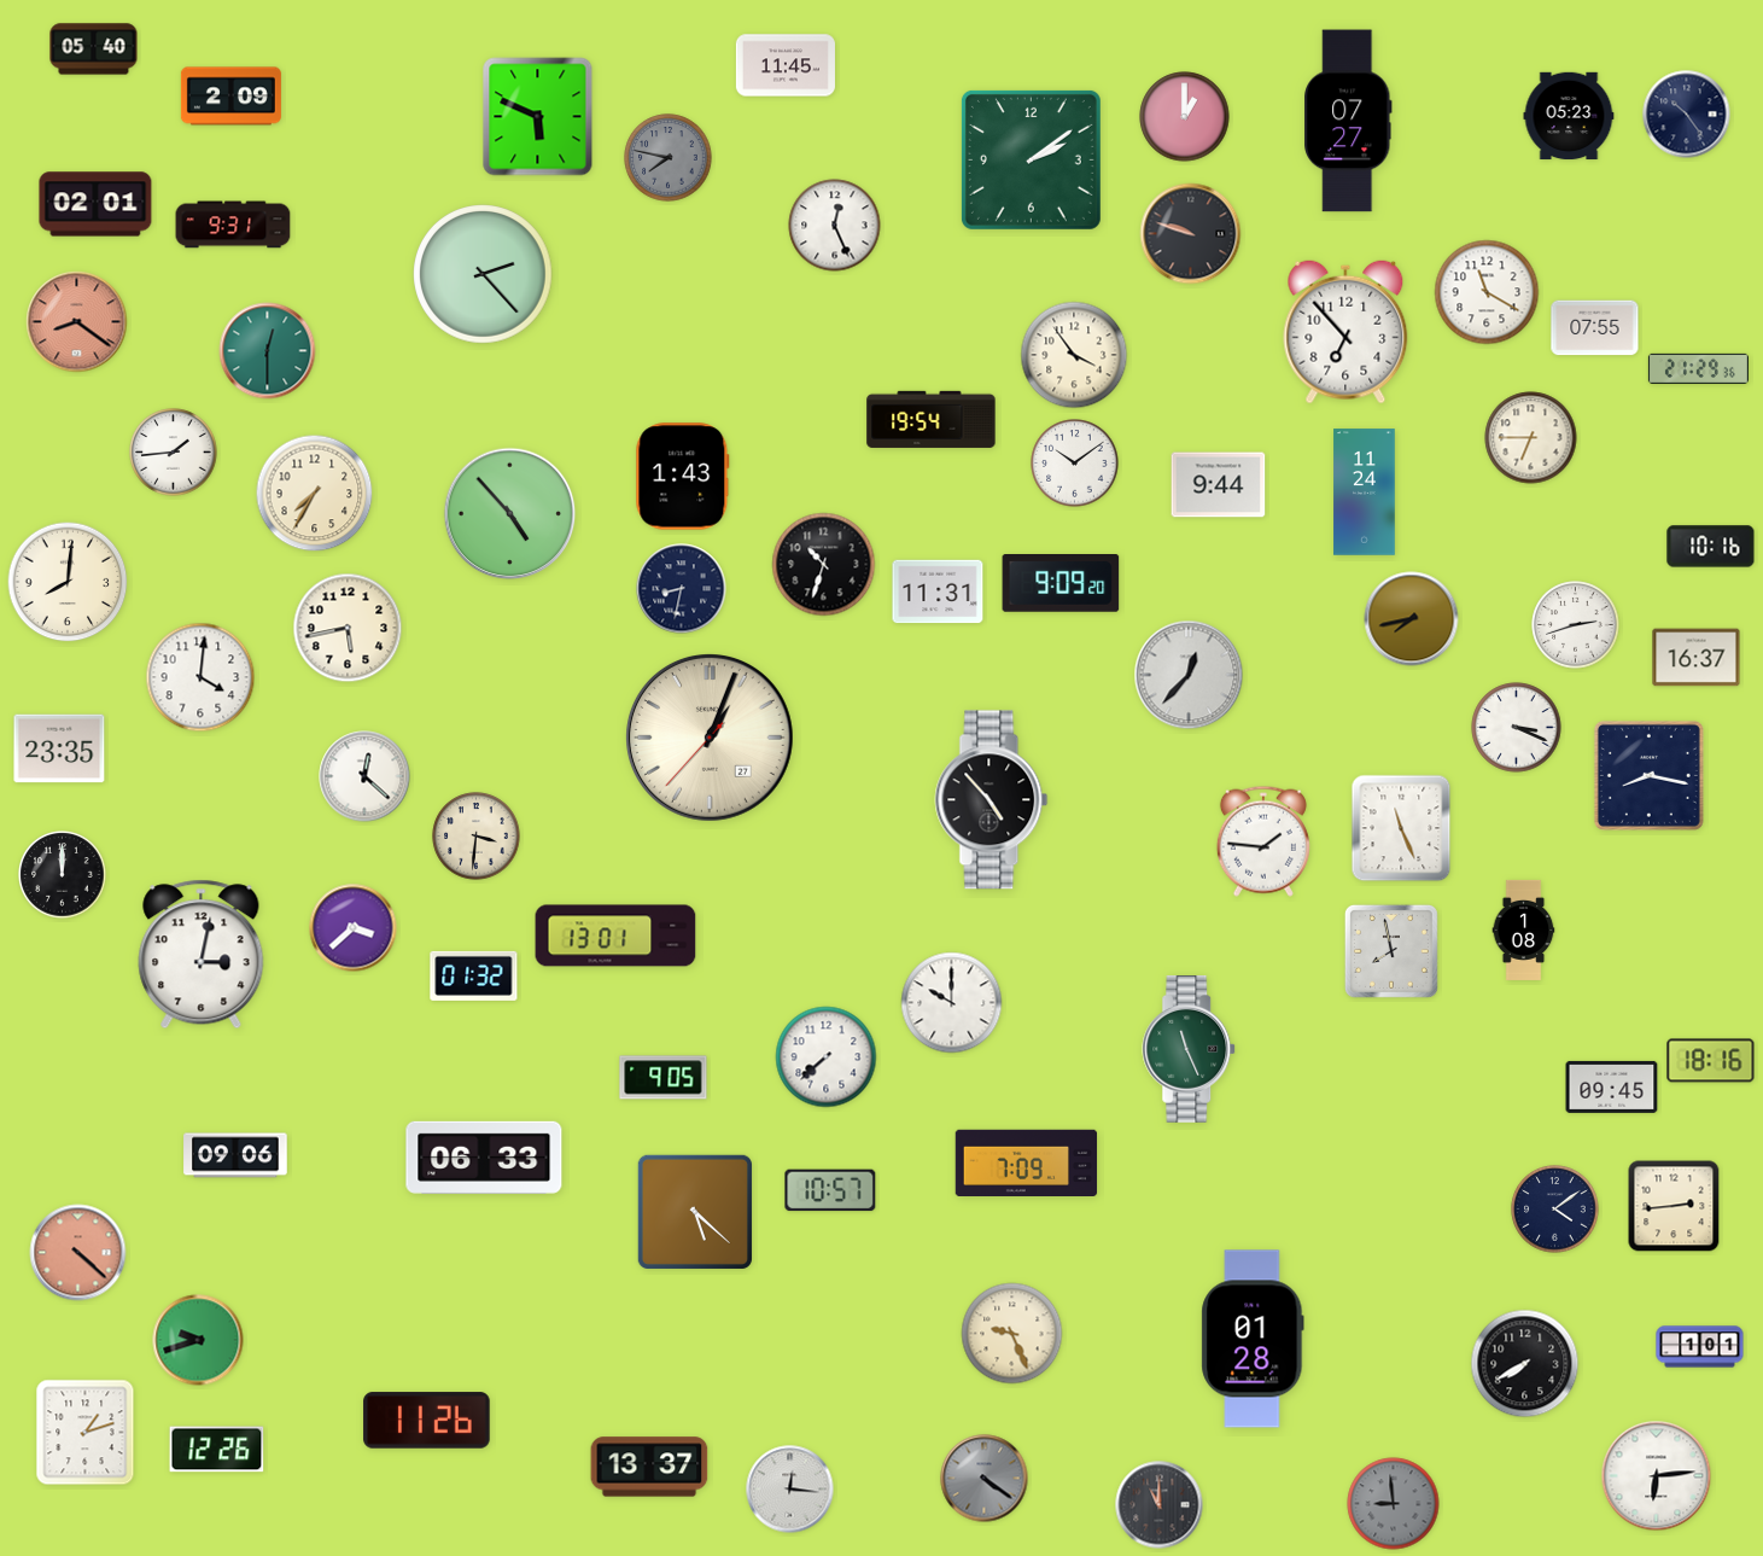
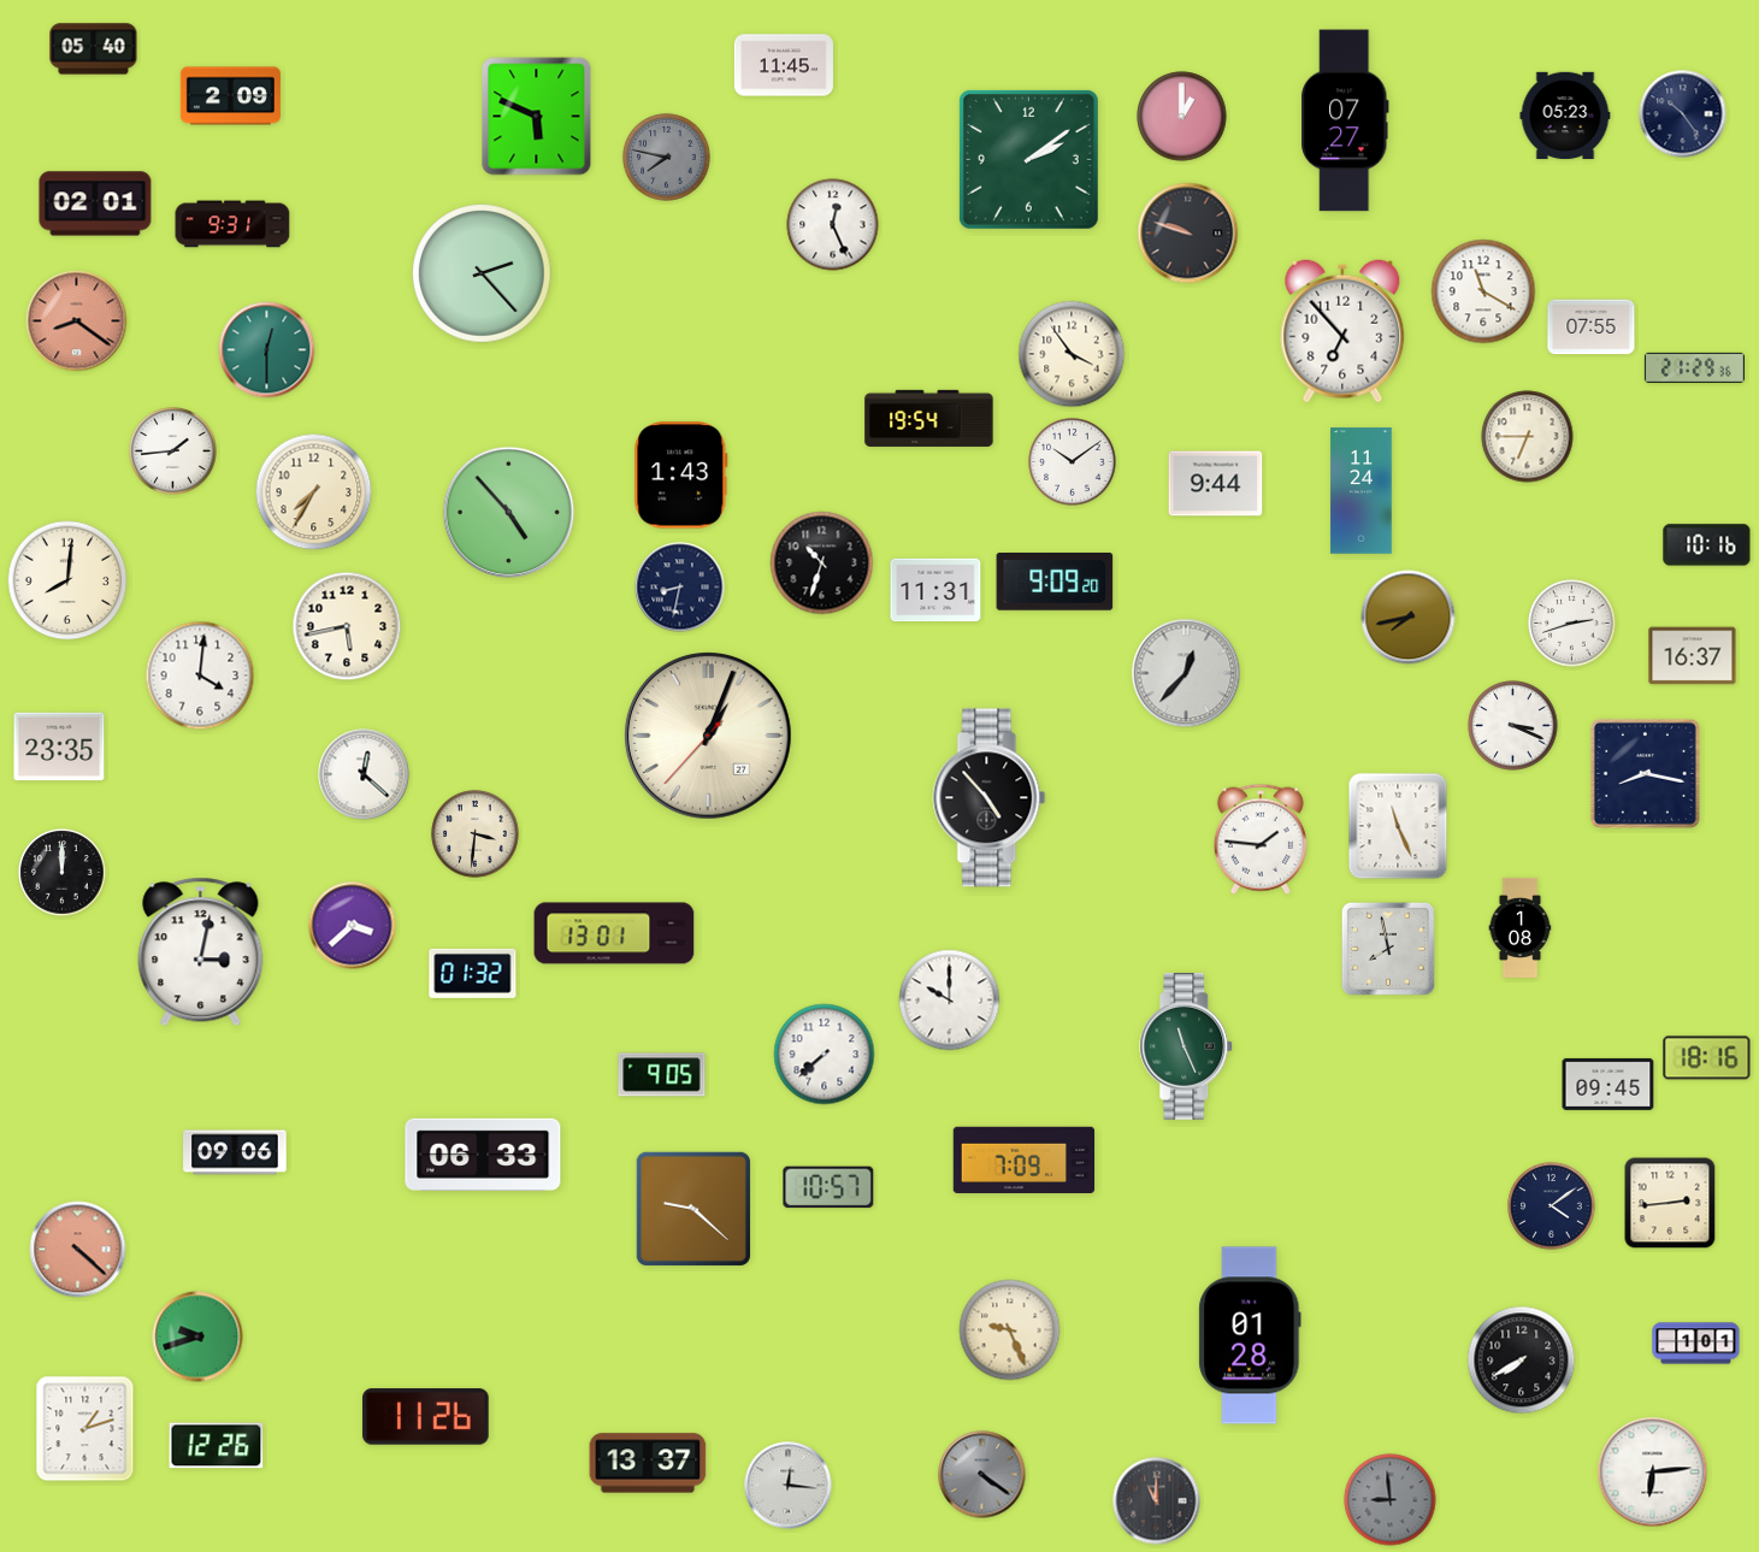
clock at (1061, 584) position: (1061, 584) -> (1055, 583)
clock at (694, 1211): 5:22 -> 9:22
